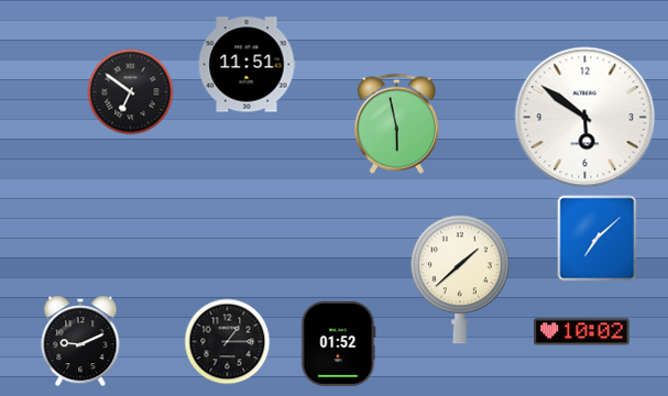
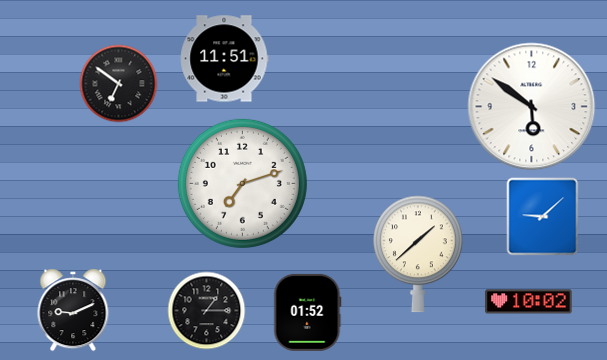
clock at (396, 123): 5:58 -> none
clock at (242, 183): none -> 7:12
clock at (598, 238): 7:08 -> 9:08
